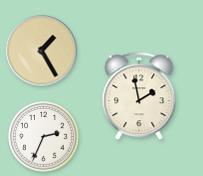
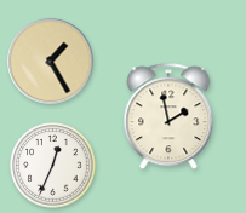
clock at (44, 137): 2:34 -> 12:34
